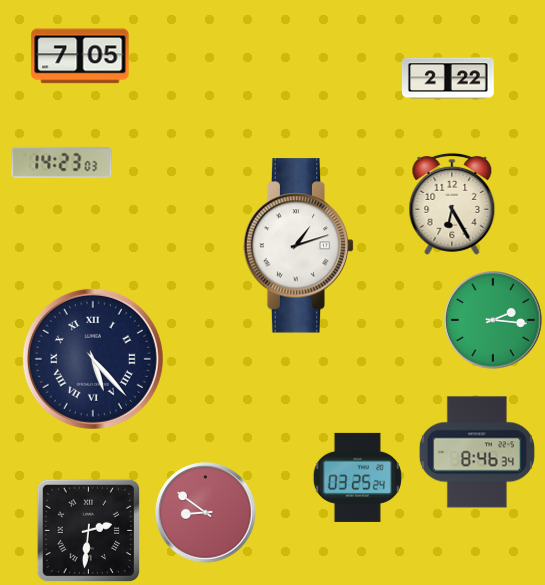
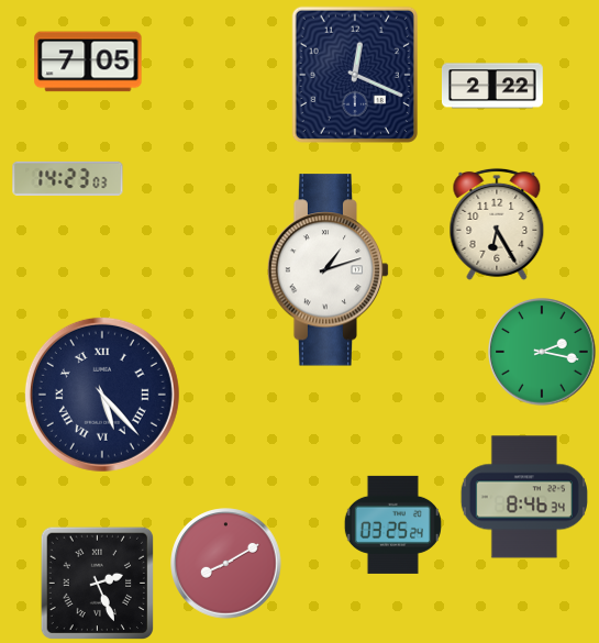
clock at (355, 74): none -> 12:19
clock at (493, 320): 2:16 -> 2:17
clock at (206, 513): 8:51 -> 8:10
clock at (88, 530): 2:31 -> 2:26
